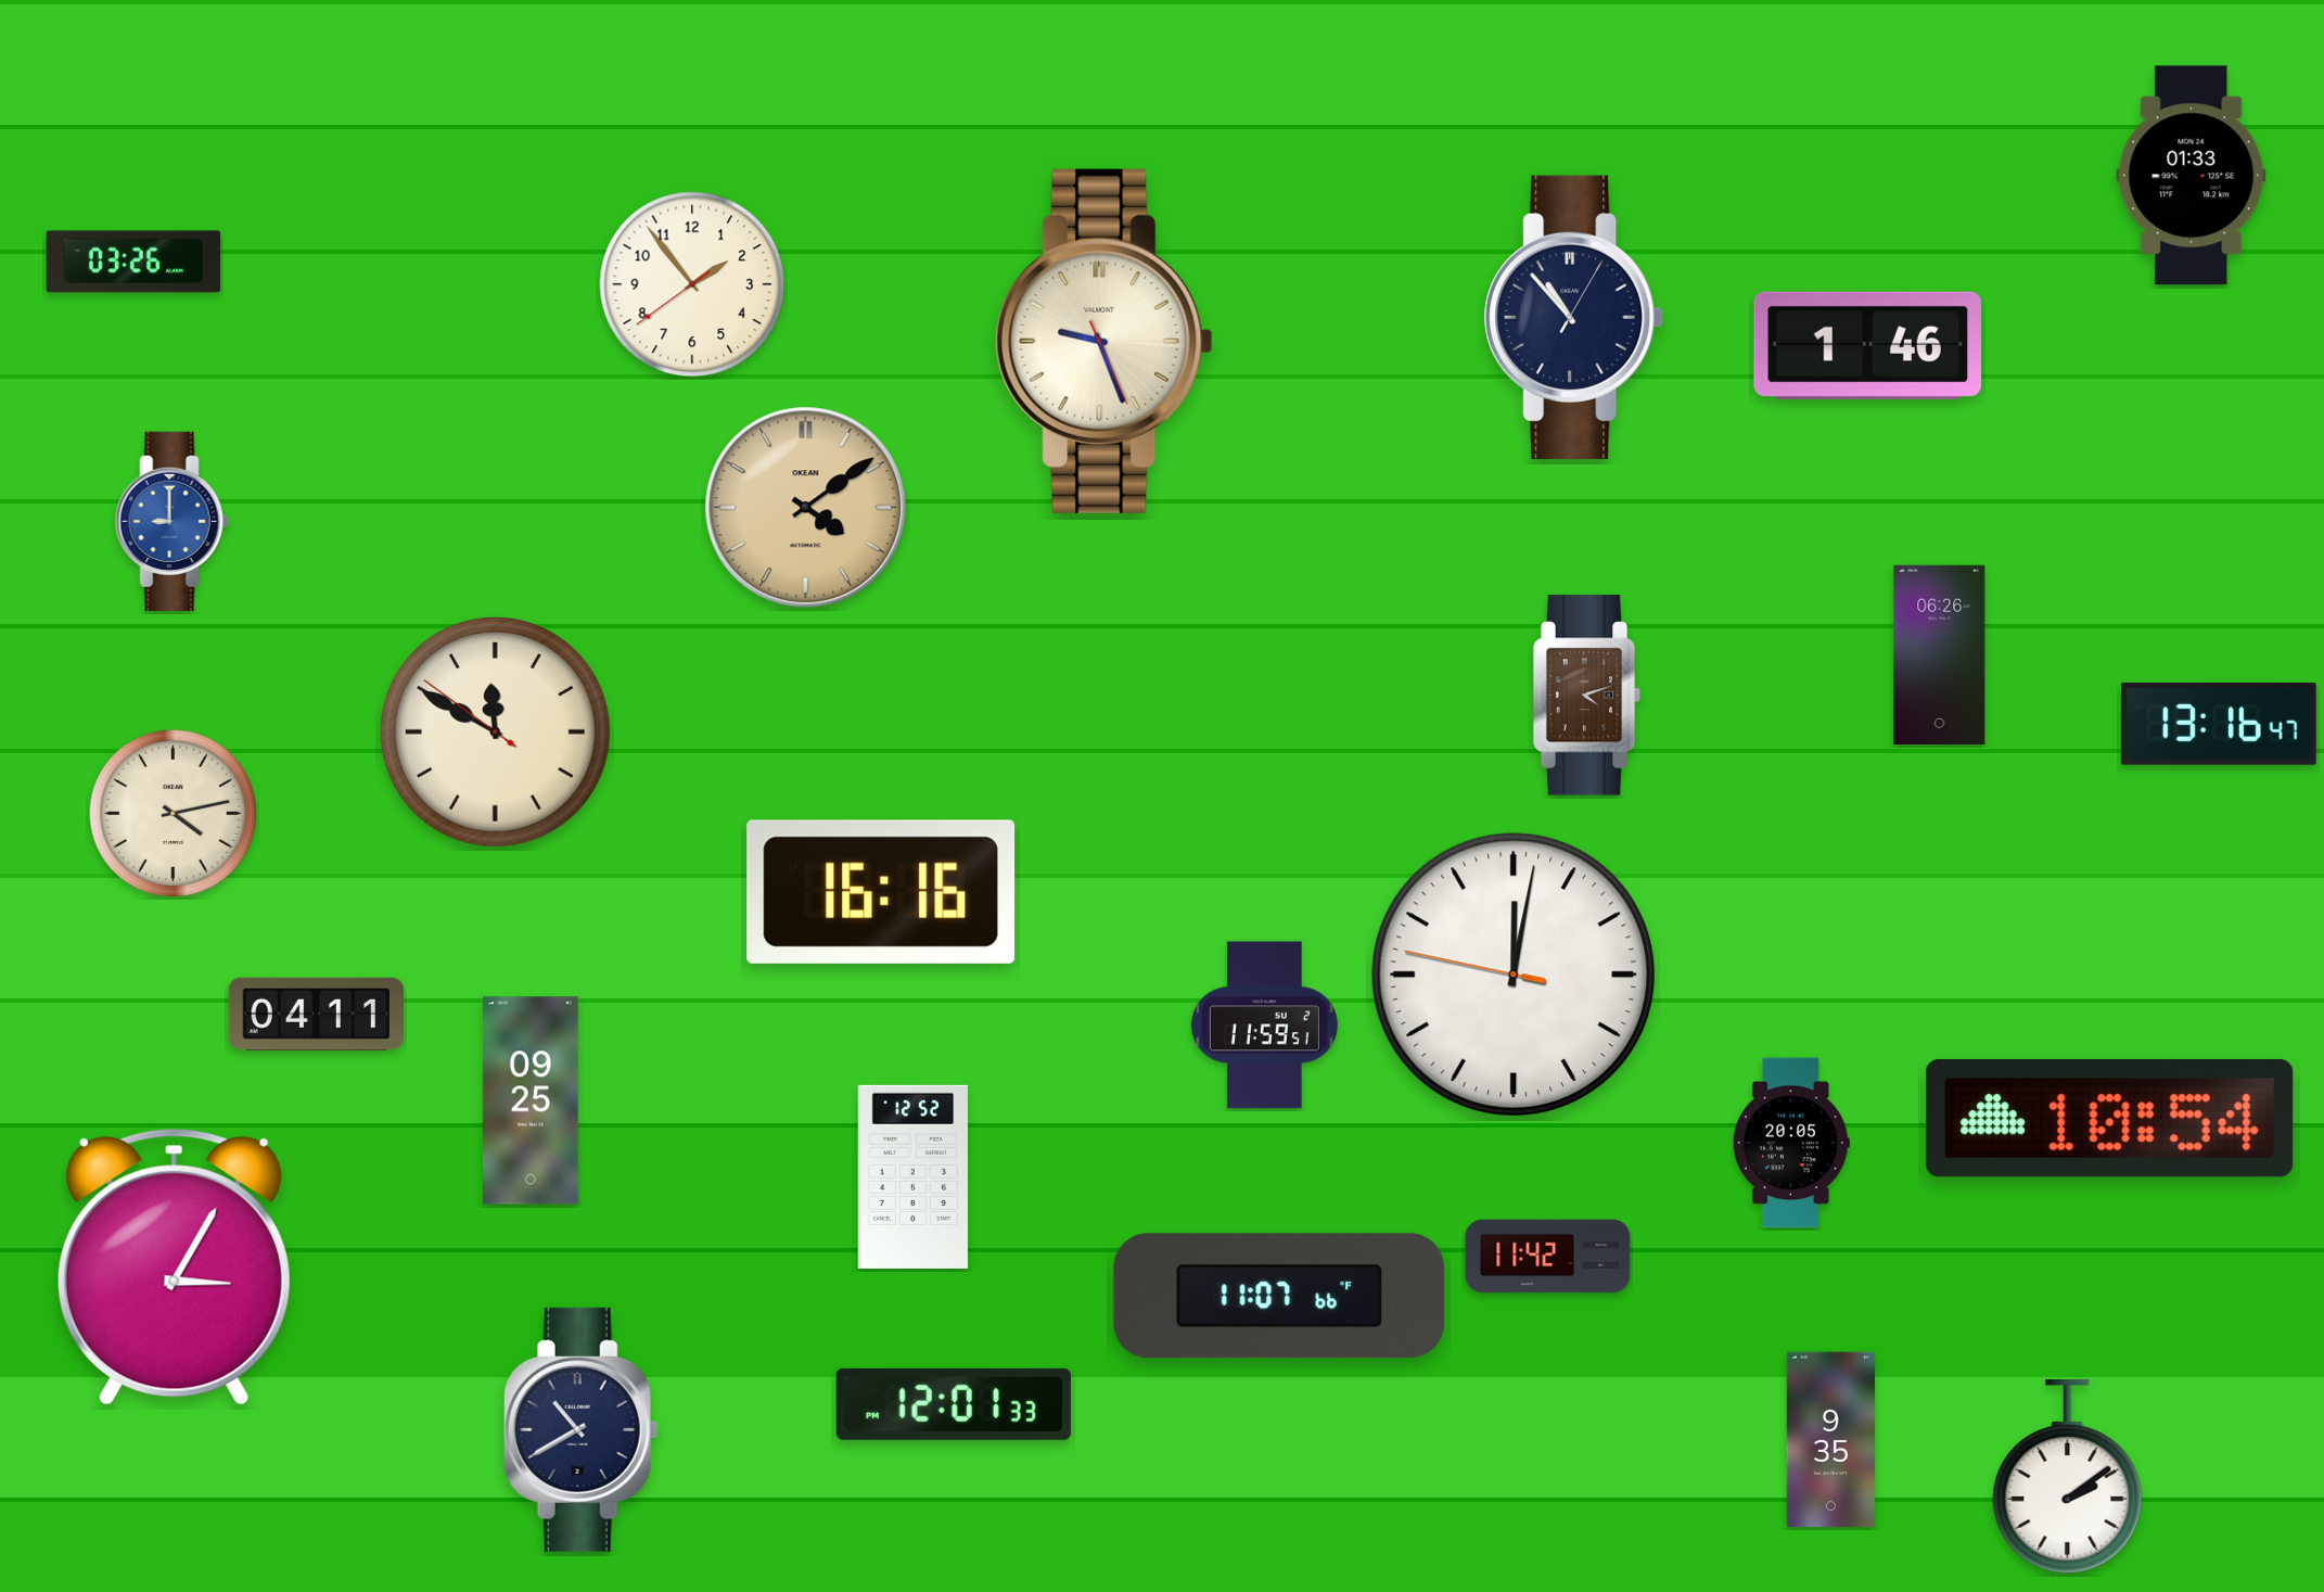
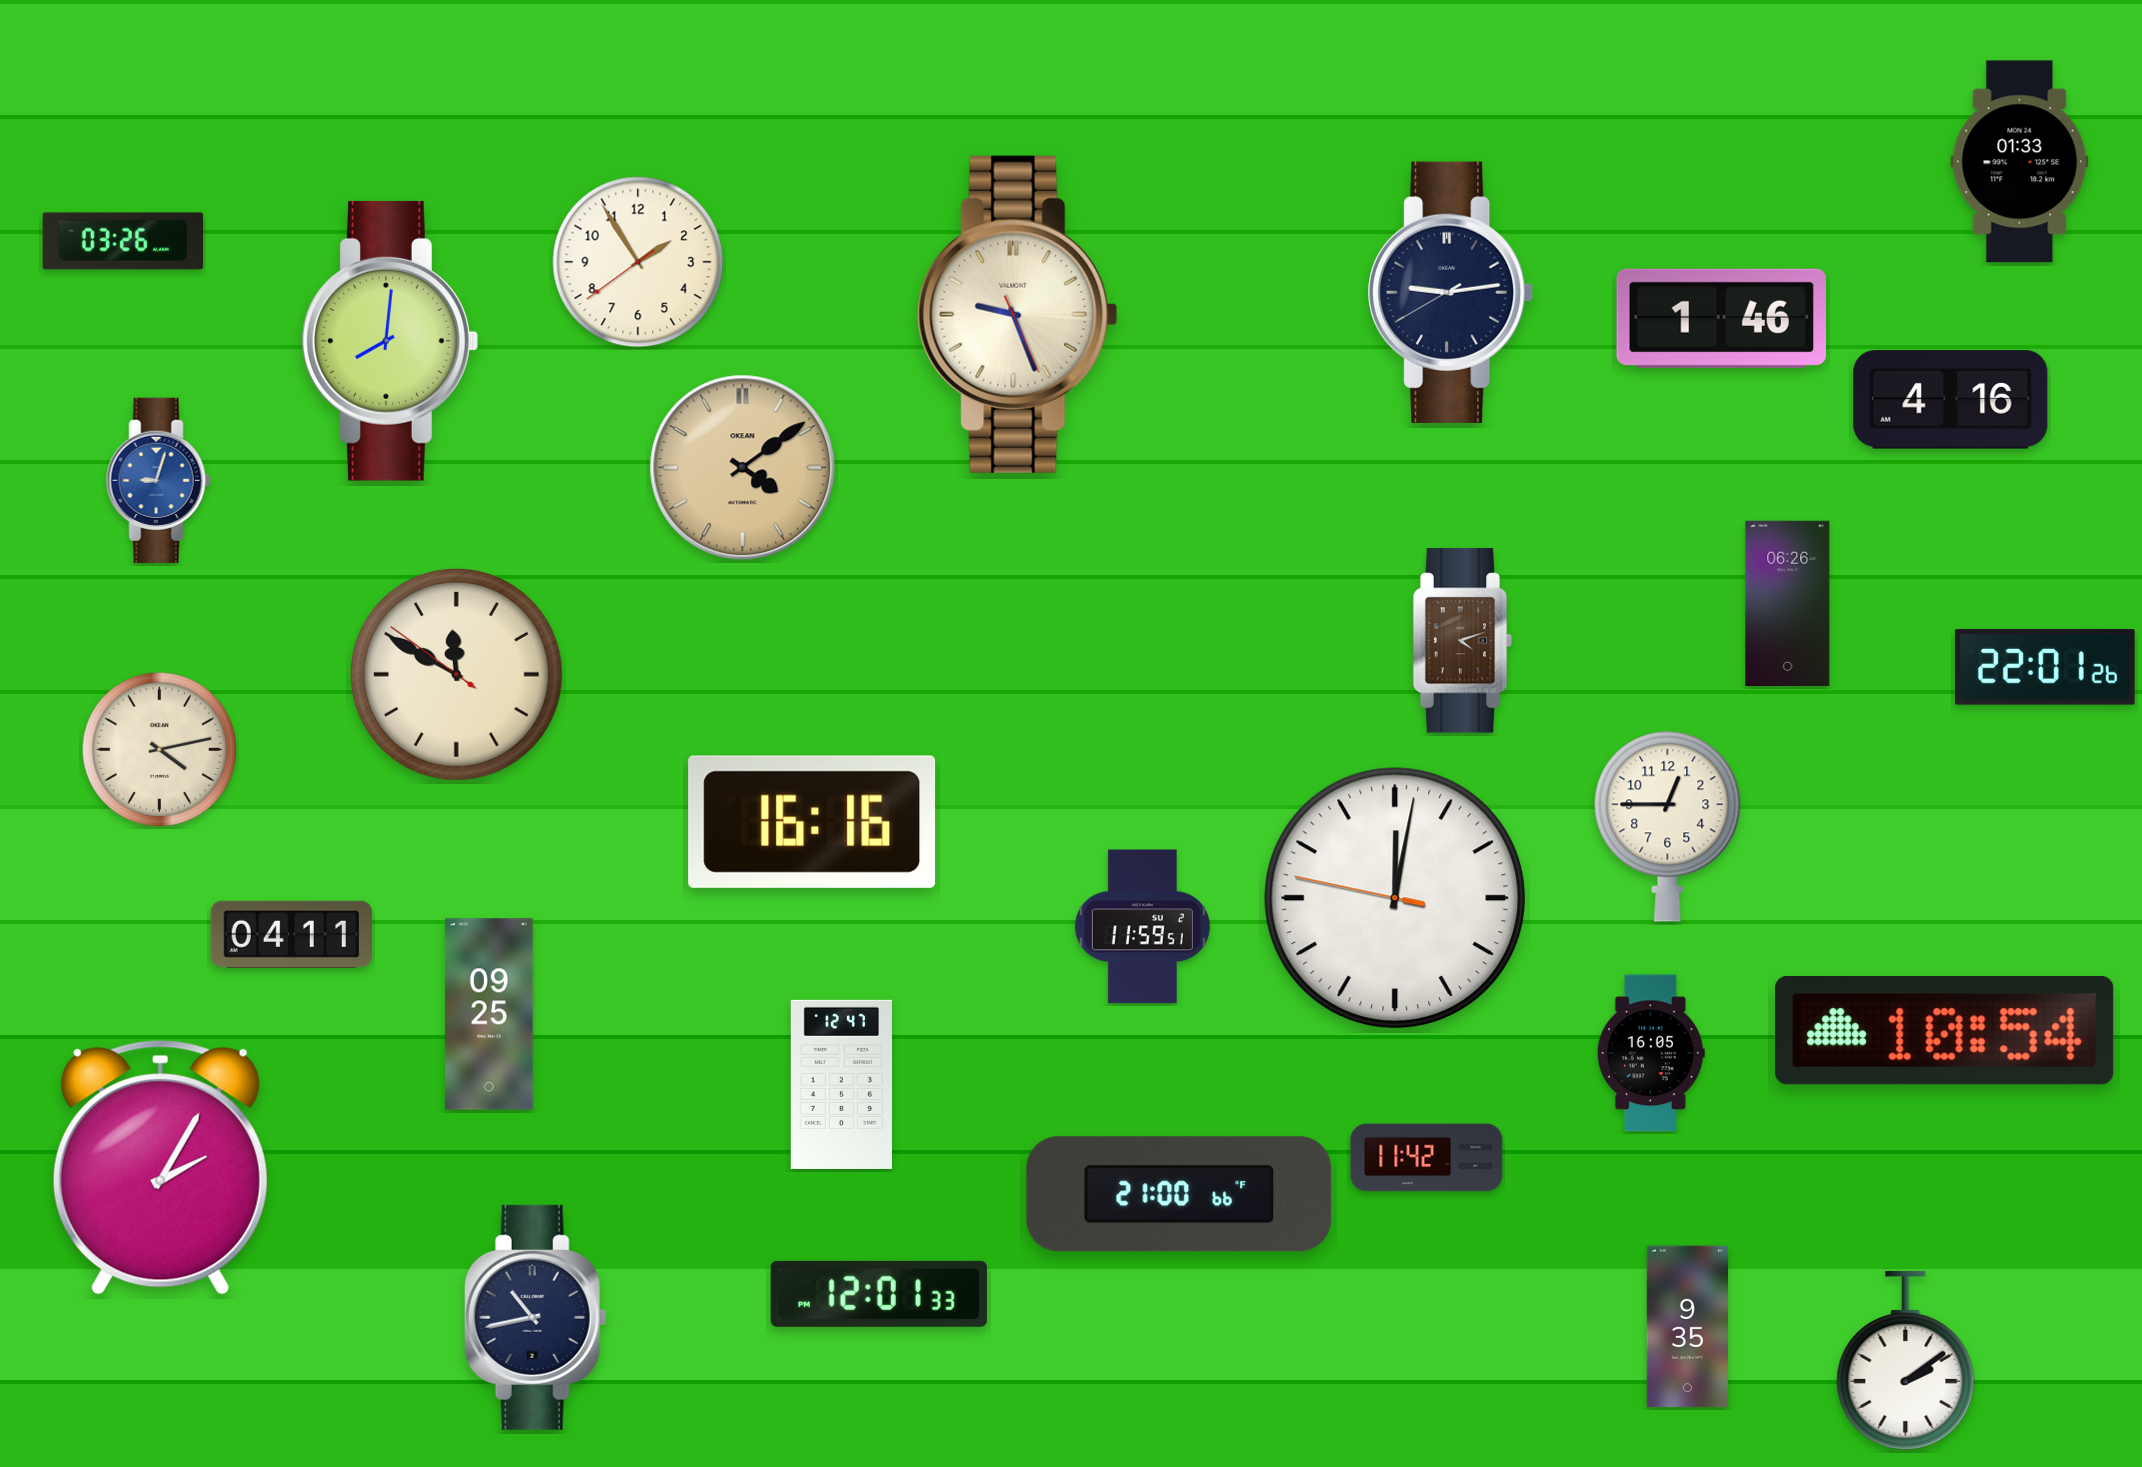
clock at (692, 284): 1:53 -> 1:54
clock at (1574, 317): 10:53 -> 9:13
clock at (390, 341): none -> 8:01
clock at (1951, 400): none -> 4:16
clock at (171, 521): 9:00 -> 9:03
clock at (2219, 725): 13:16 -> 22:01
clock at (1668, 826): none -> 12:45
clock at (1264, 1026) position: (1264, 1026) -> (1142, 927)
clock at (1791, 1143): 20:05 -> 16:05
clock at (912, 1176): 12:52 -> 12:47
clock at (174, 1268): 3:05 -> 2:05
clock at (1279, 1296): 11:07 -> 21:00
clock at (580, 1429): 10:40 -> 10:43
